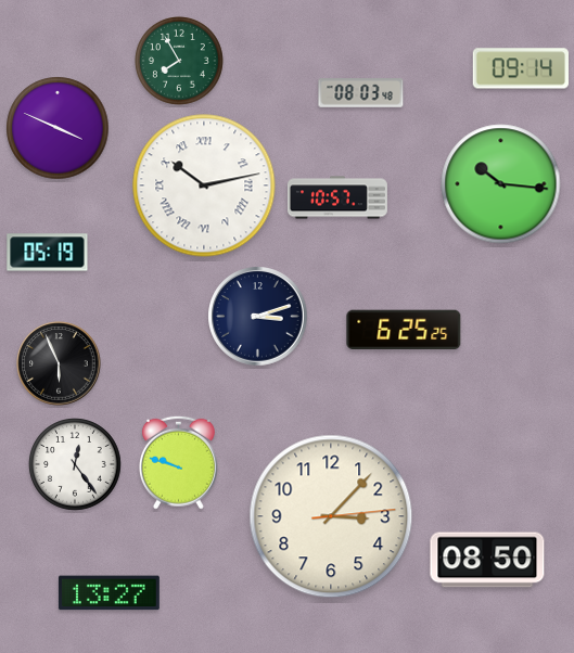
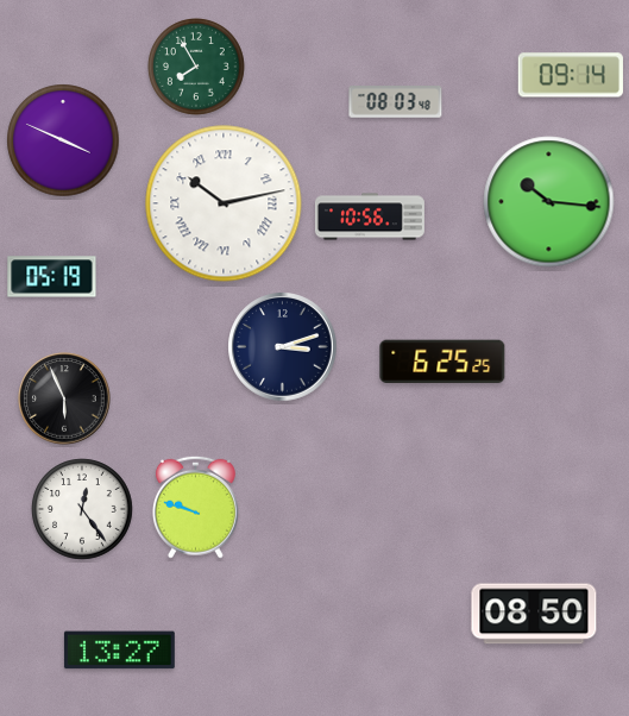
clock at (337, 197): 10:57 -> 10:56
clock at (331, 516): 3:07 -> none
